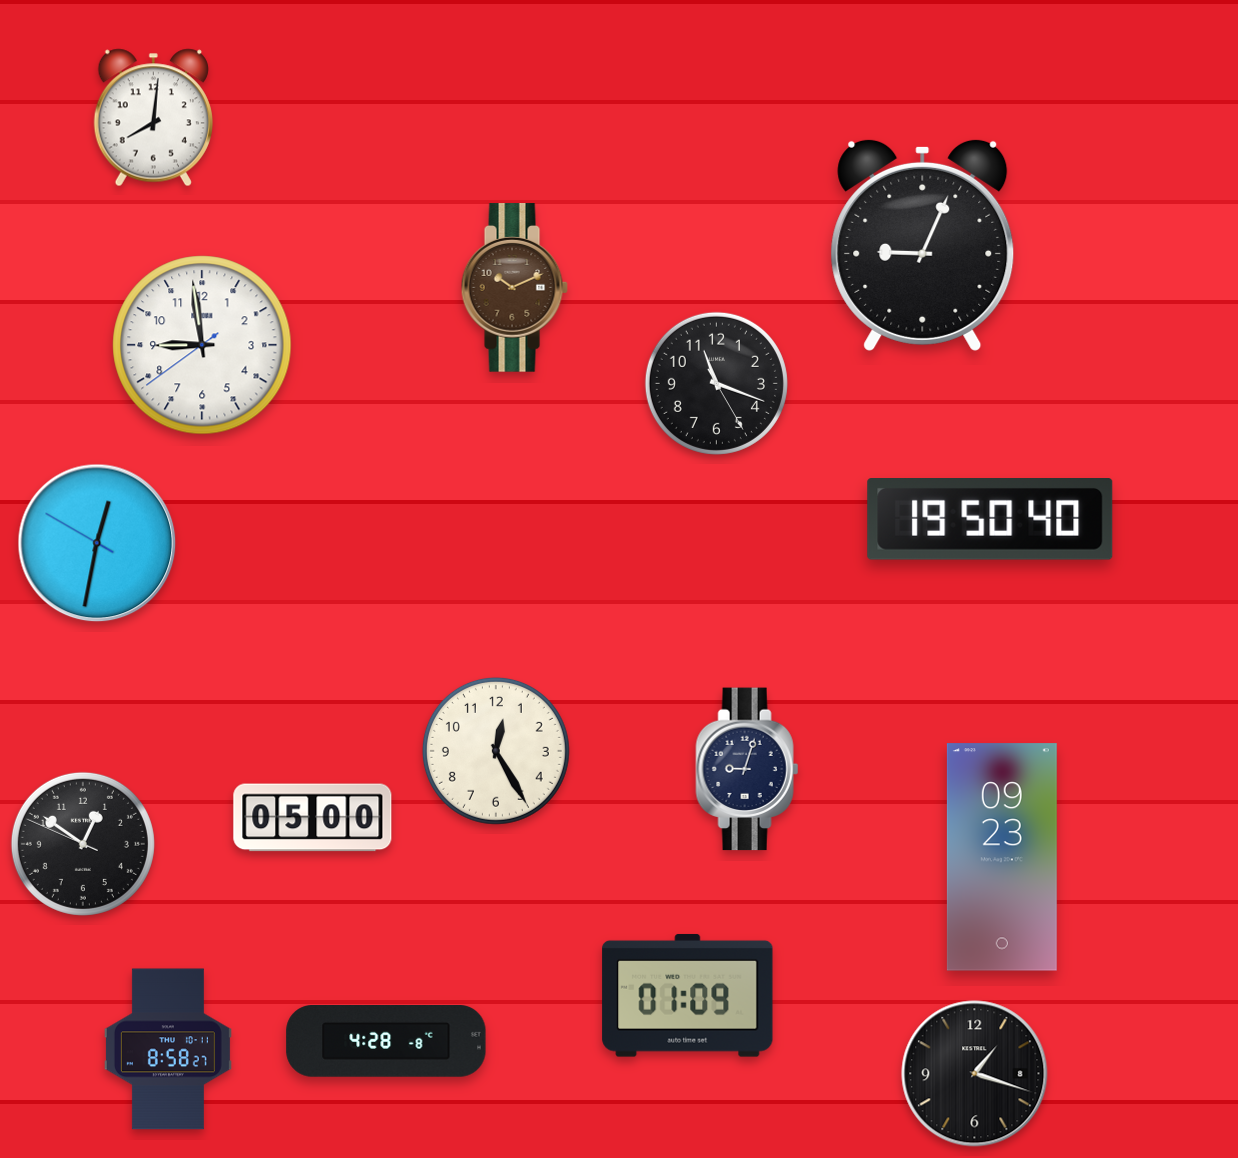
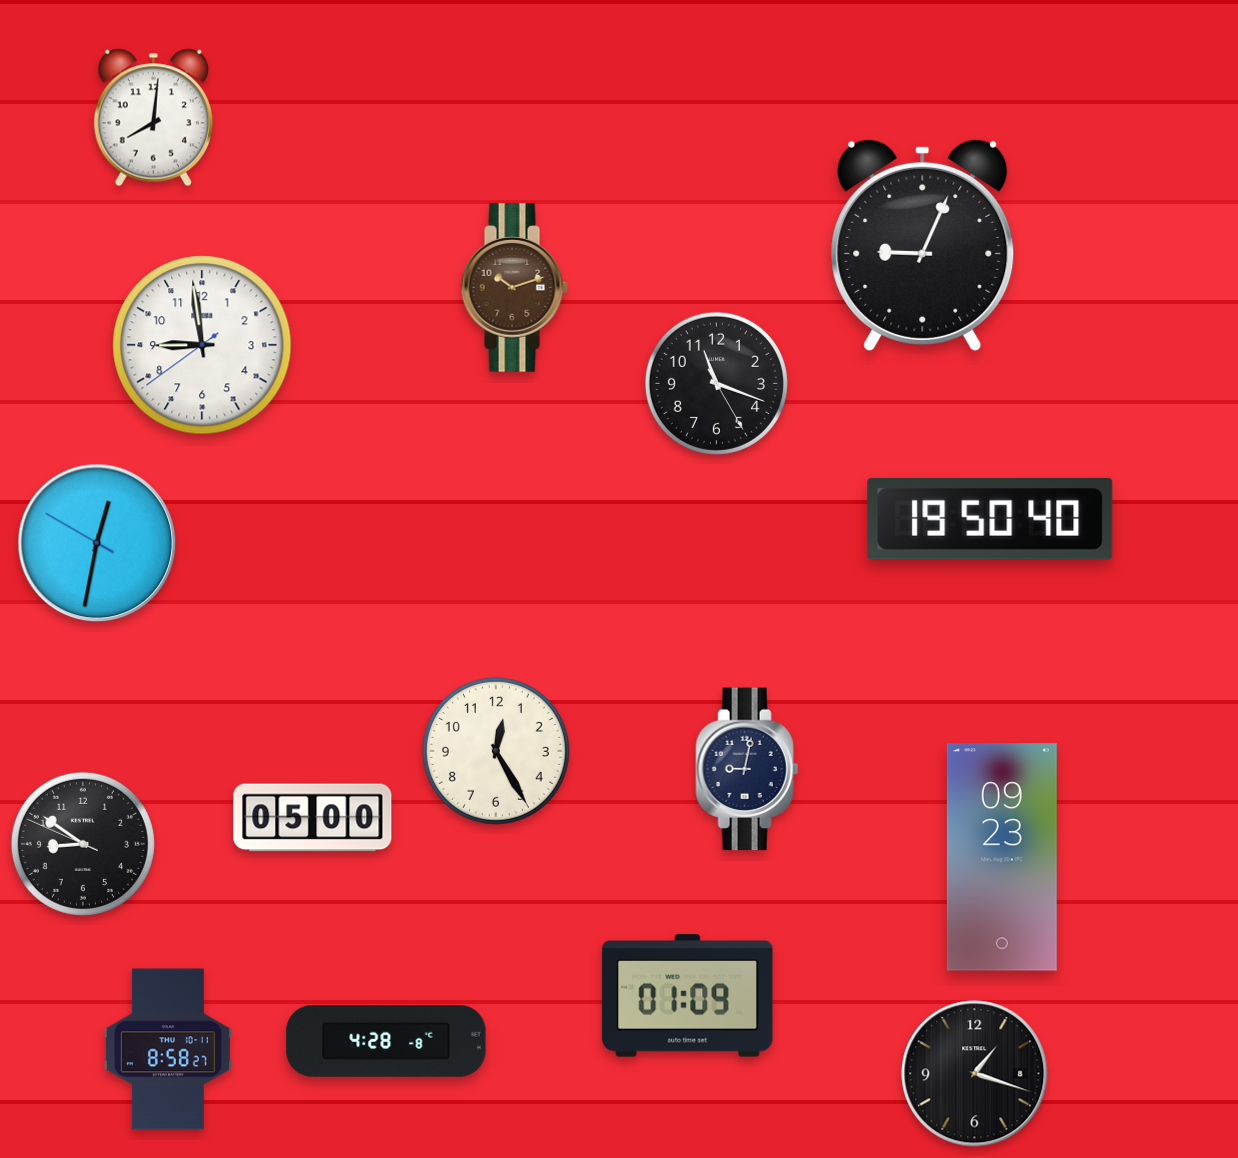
clock at (514, 288): 10:11 -> 10:12
clock at (747, 769): 9:03 -> 9:02
clock at (83, 844): 12:50 -> 8:50
